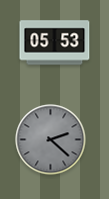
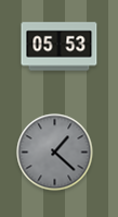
clock at (51, 140): 2:22 -> 1:22
